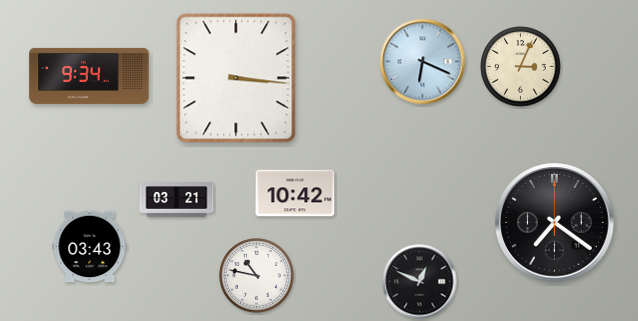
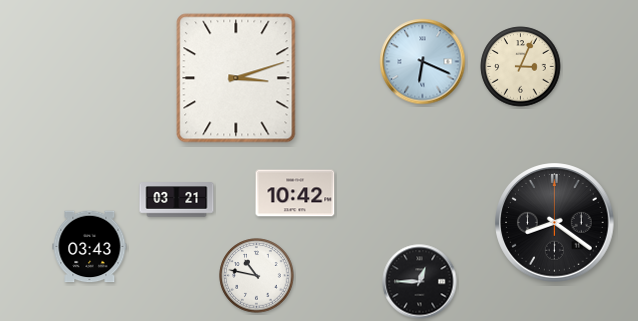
clock at (89, 76): 9:34 -> none
clock at (236, 78): 3:16 -> 3:12
clock at (555, 223): 7:21 -> 8:21
clock at (420, 282): 12:49 -> 12:45
